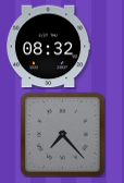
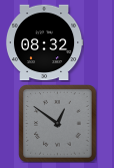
clock at (62, 134): 7:23 -> 12:51
